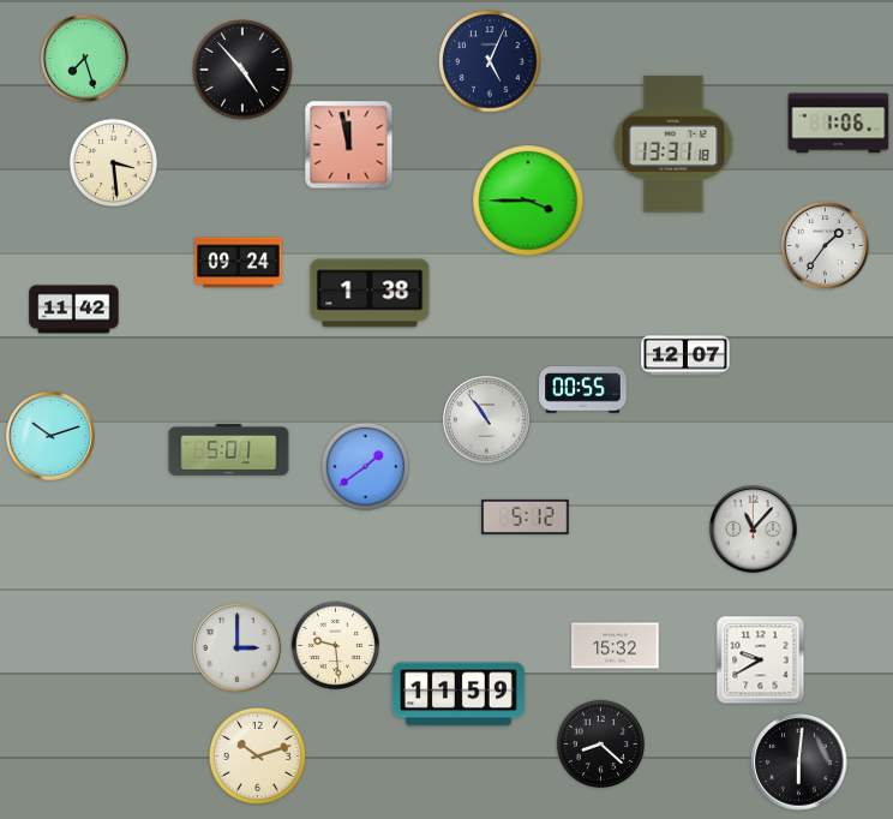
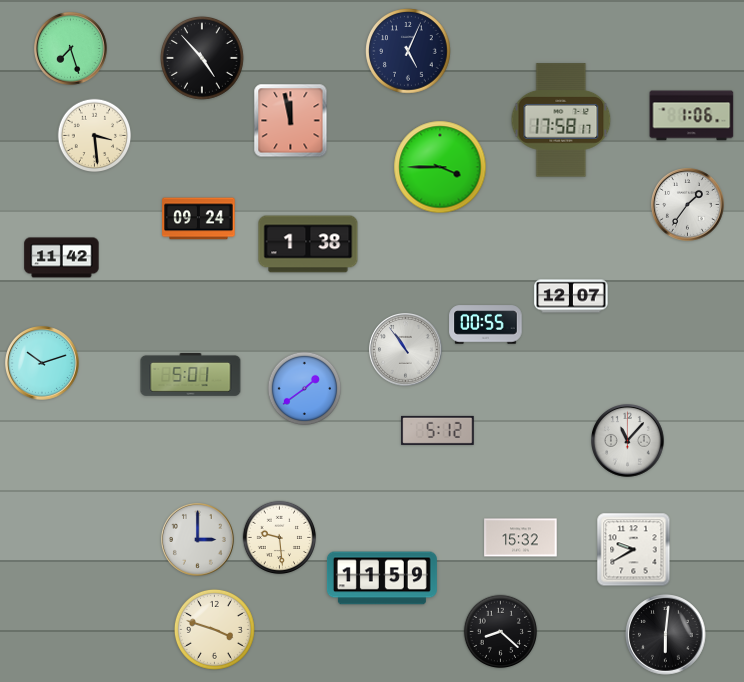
clock at (839, 124) position: (839, 124) -> (692, 116)
clock at (673, 144): 13:31 -> 17:58
clock at (616, 646) position: (616, 646) -> (521, 538)
clock at (601, 745) position: (601, 745) -> (501, 632)
clock at (257, 755): 10:12 -> 3:48
